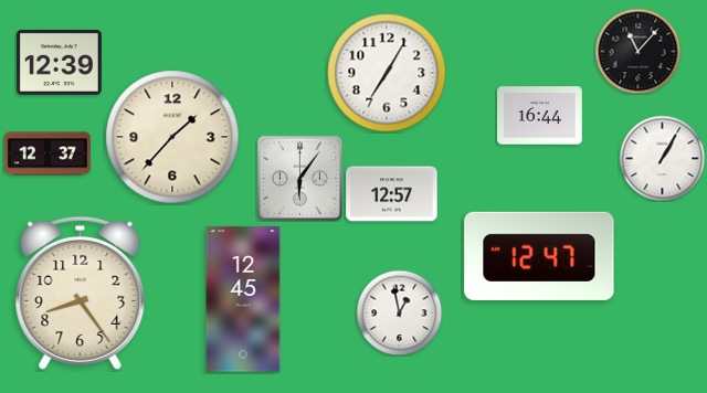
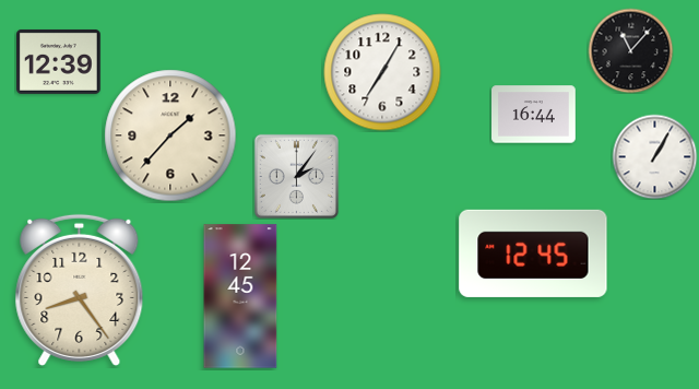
clock at (48, 153): 12:37 -> none
clock at (299, 178): 6:06 -> 2:06
clock at (392, 194): 12:57 -> none
clock at (539, 256): 12:47 -> 12:45
clock at (399, 312): 12:58 -> none
